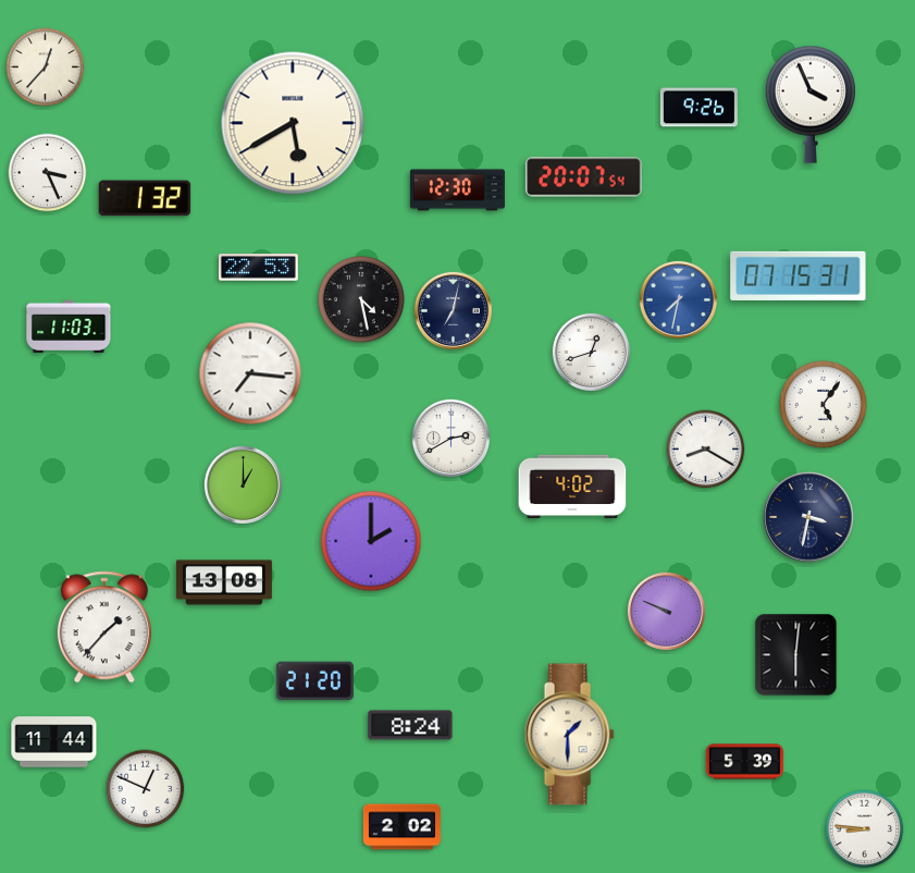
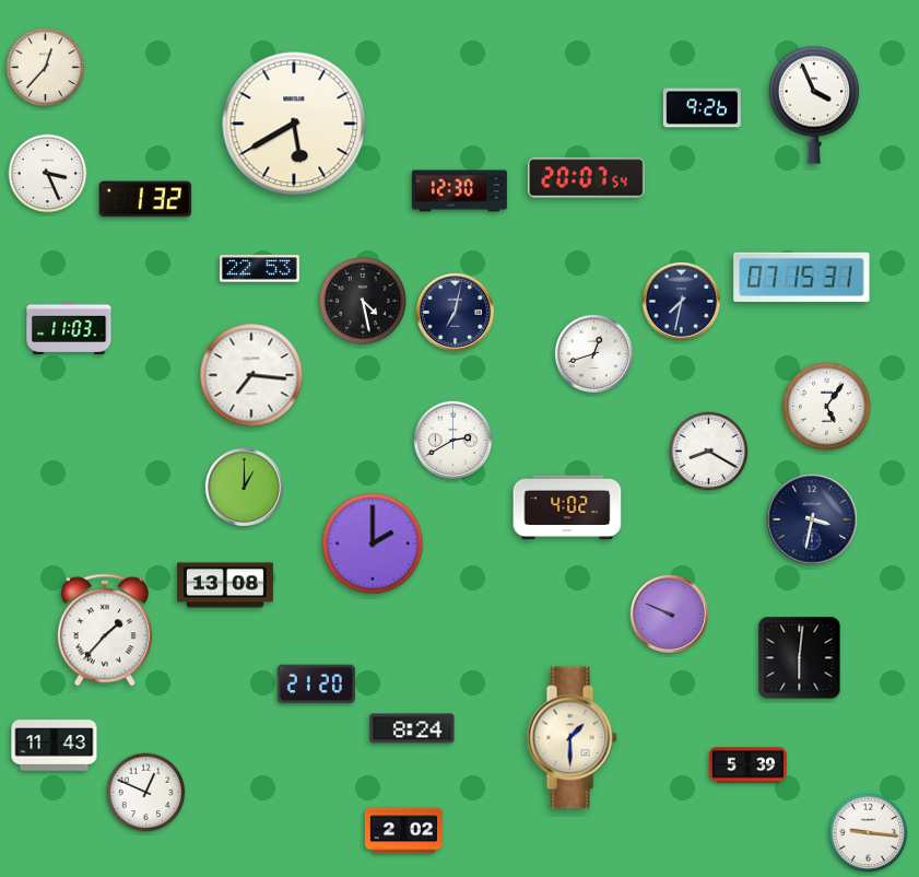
clock at (678, 299) dial: blue -> navy
clock at (572, 487) position: (572, 487) -> (567, 507)
clock at (54, 742): 11:44 -> 11:43
clock at (865, 829): 8:46 -> 9:16
